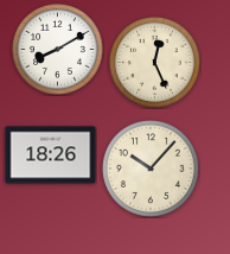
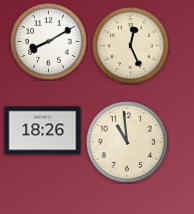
clock at (155, 63) position: (155, 63) -> (131, 46)
clock at (151, 169): 10:07 -> 10:59
